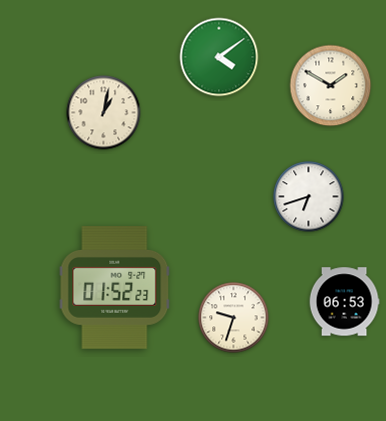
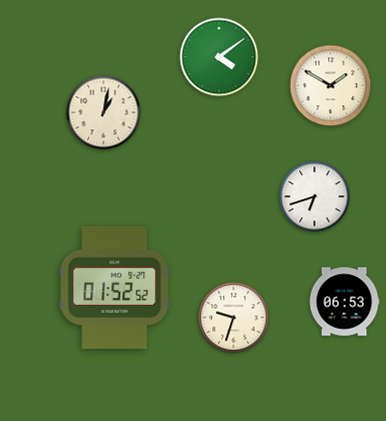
clock at (309, 197) position: (309, 197) -> (315, 197)
clock at (115, 288): 01:52:23 -> 01:52:52
